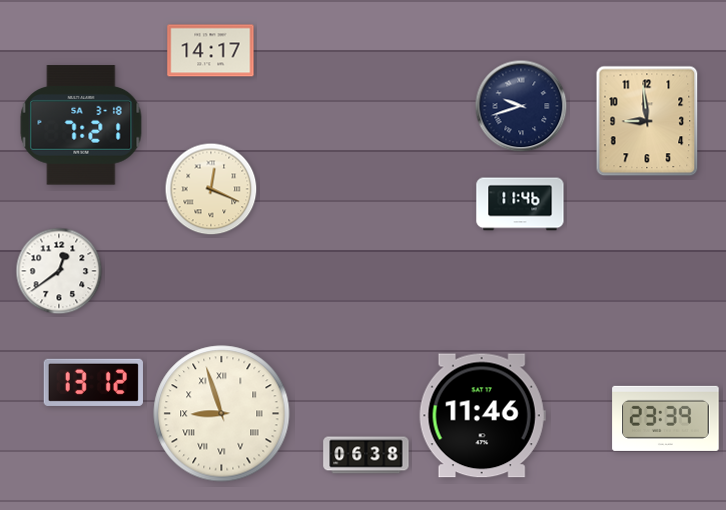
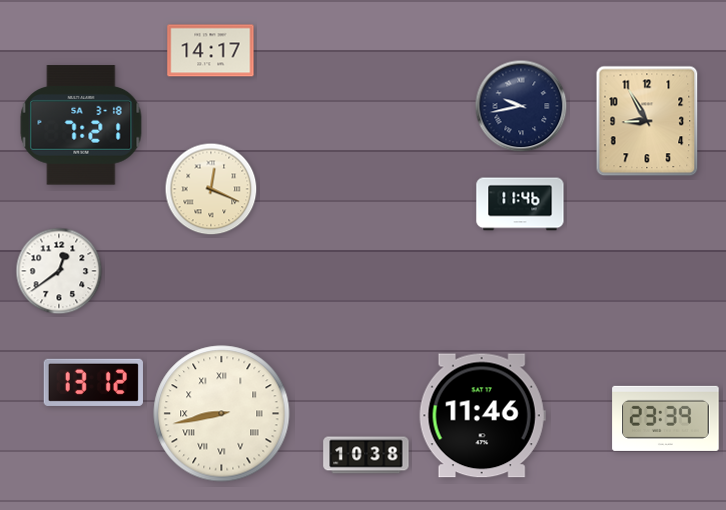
clock at (521, 106): 9:42 -> 9:43
clock at (647, 121): 8:59 -> 8:55
clock at (222, 414): 8:57 -> 8:43
clock at (366, 455): 06:38 -> 10:38
